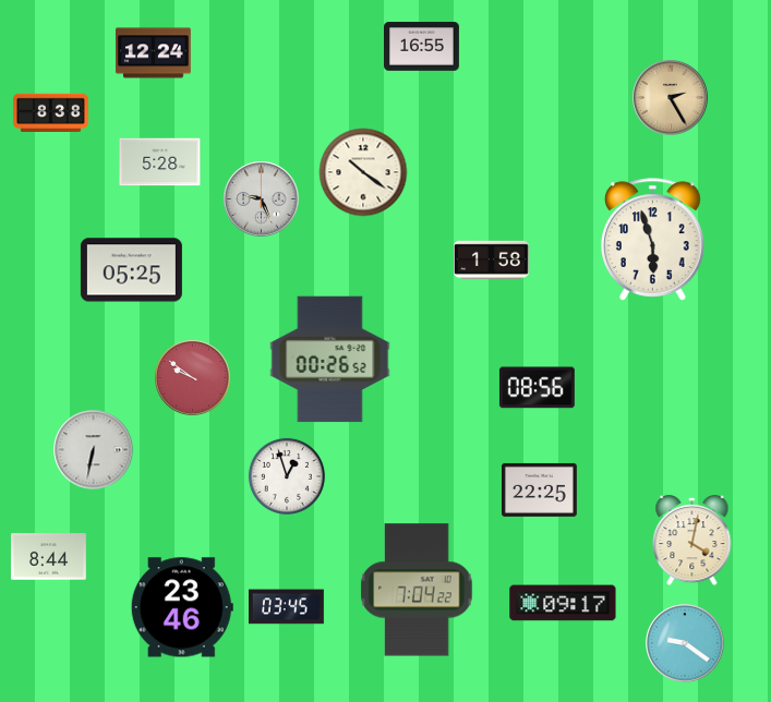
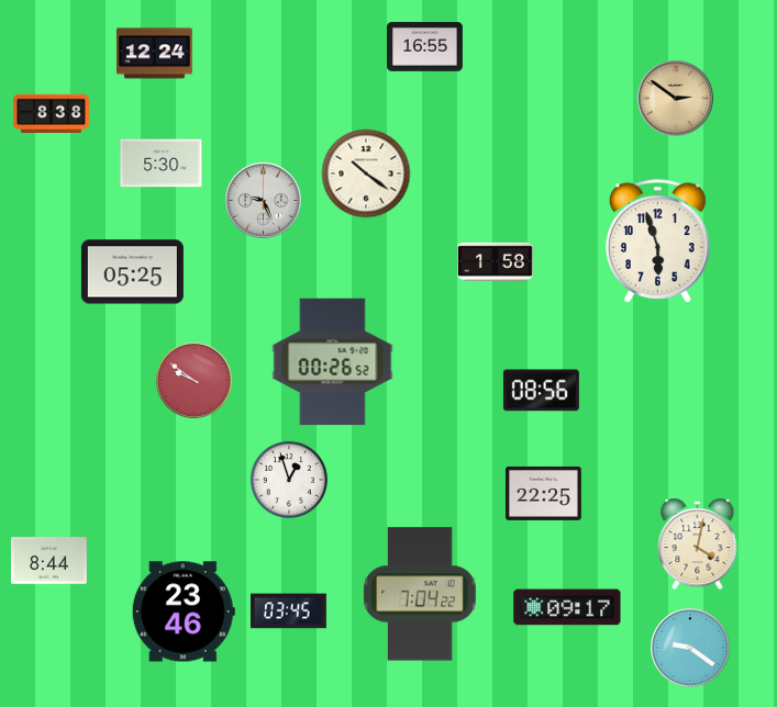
clock at (671, 98): 2:25 -> 2:51
clock at (160, 162): 5:28 -> 5:30
clock at (94, 450): 6:32 -> none
